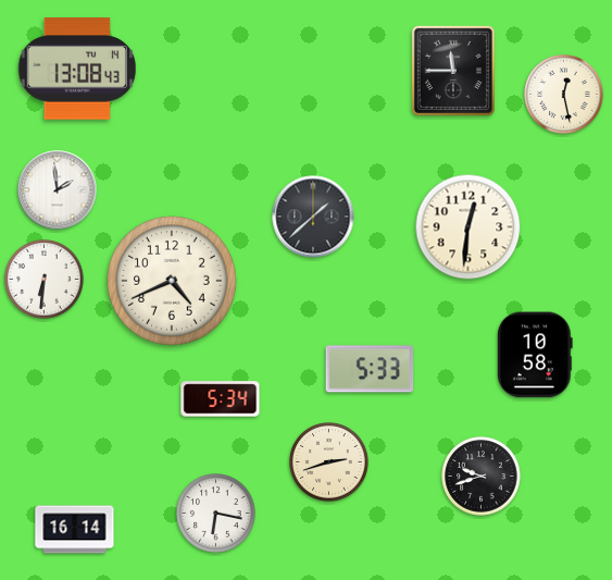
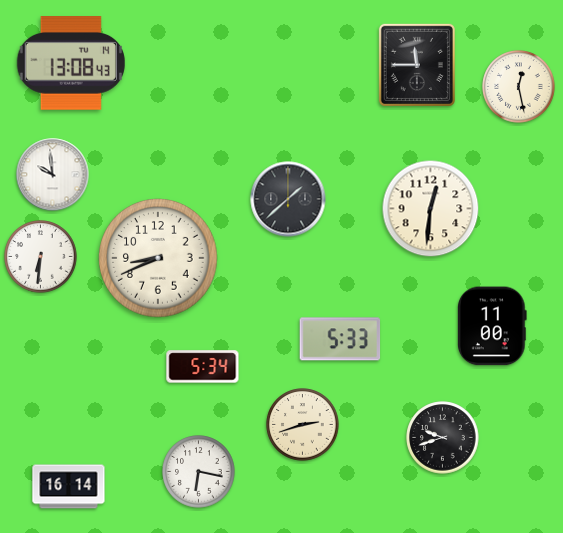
clock at (58, 190): 1:59 -> 9:59
clock at (172, 281): 4:41 -> 8:41
clock at (535, 355): 10:58 -> 11:00
